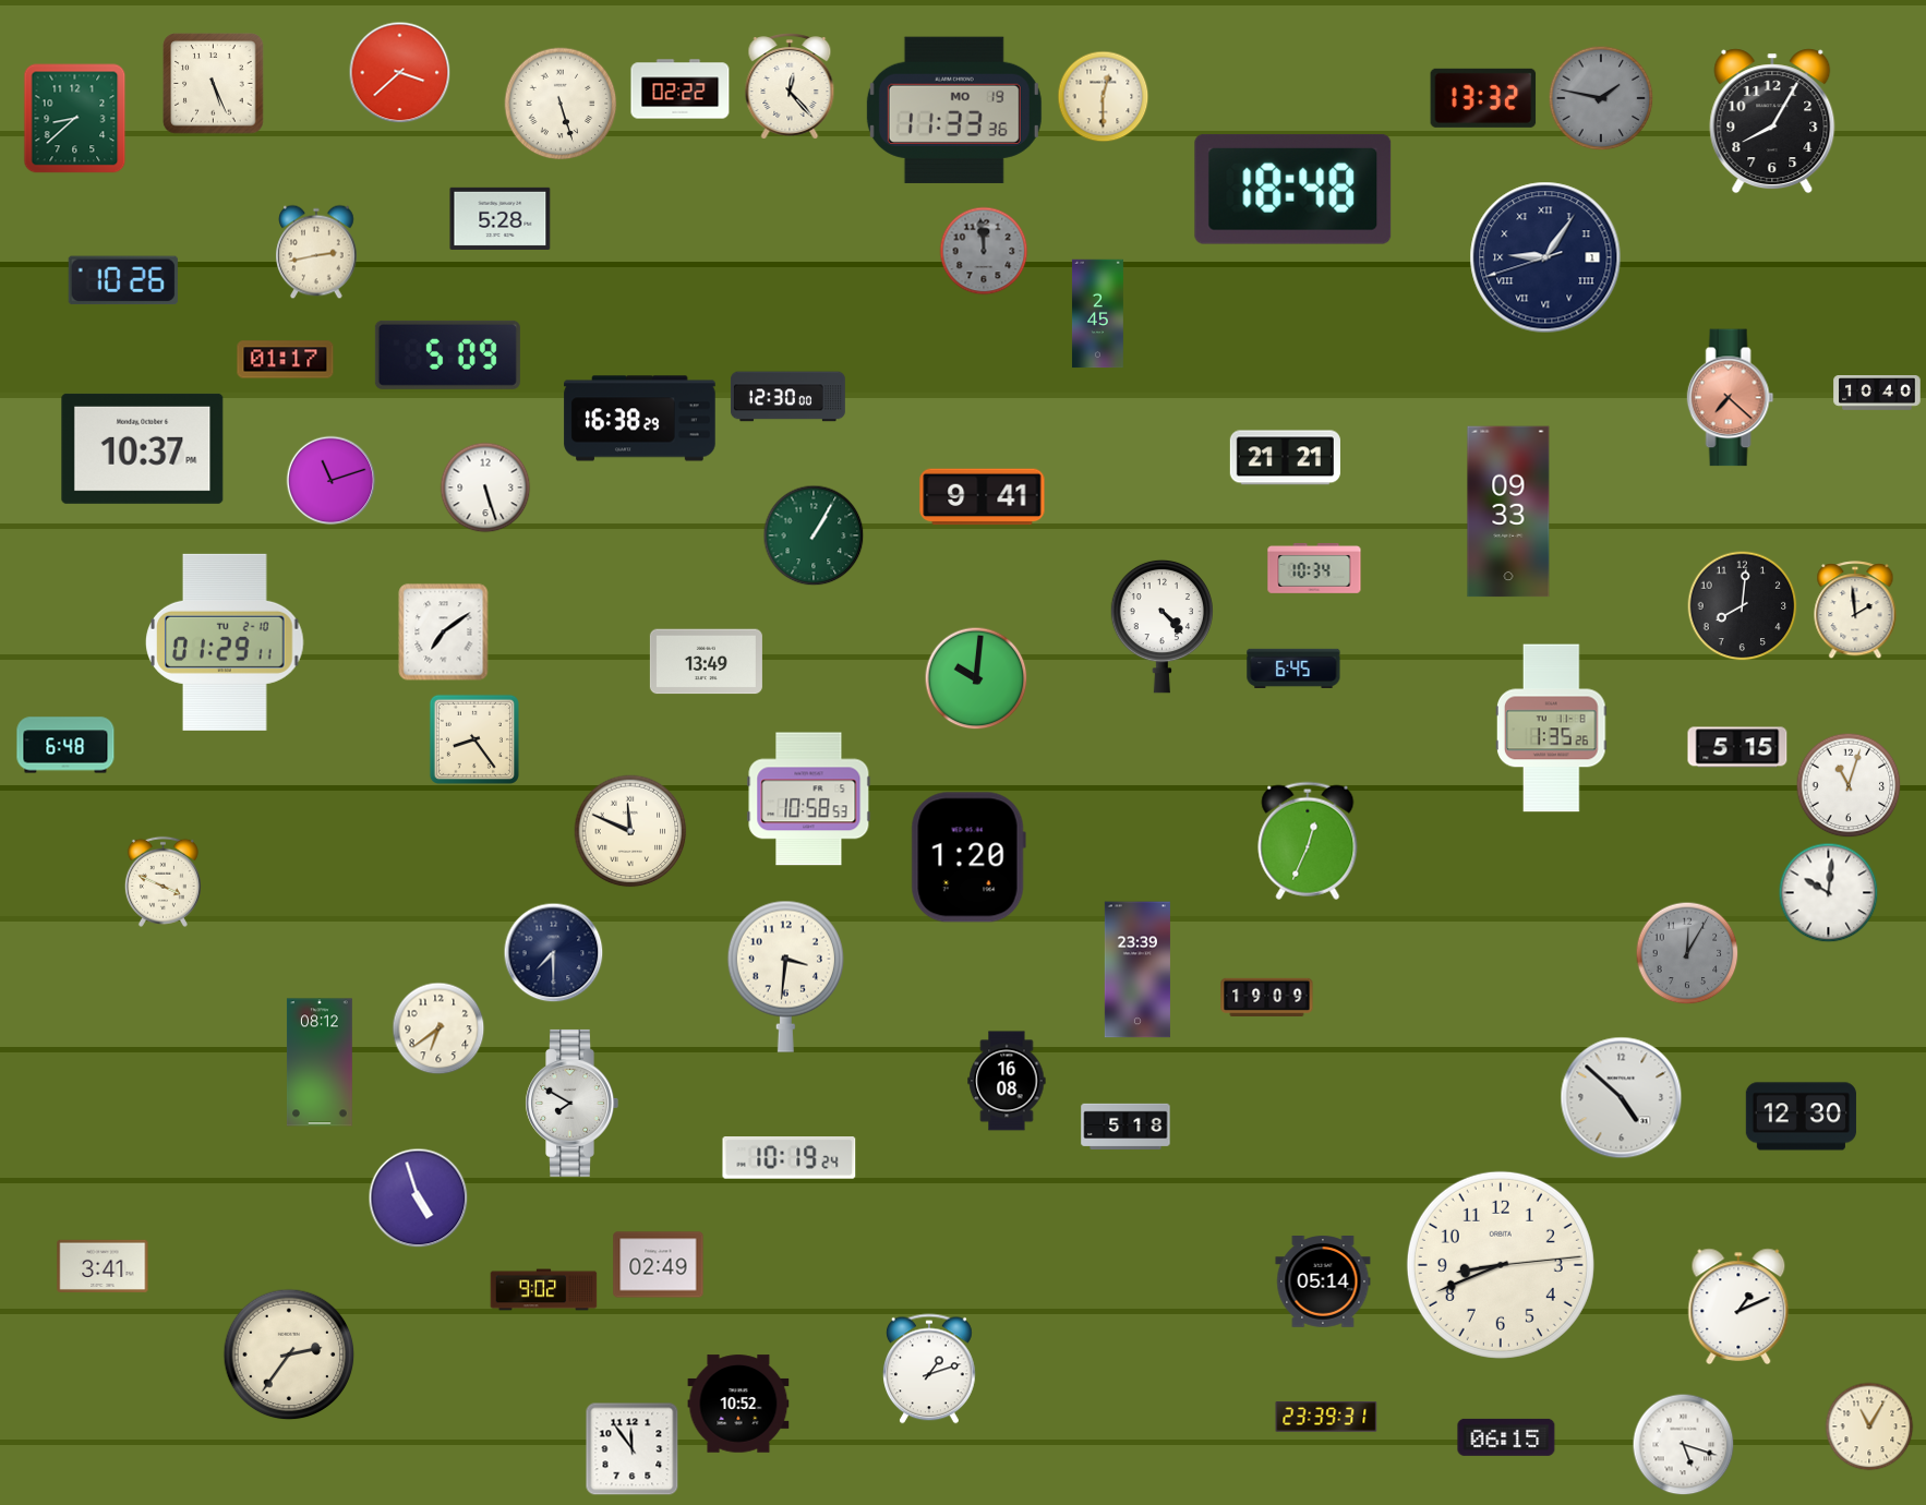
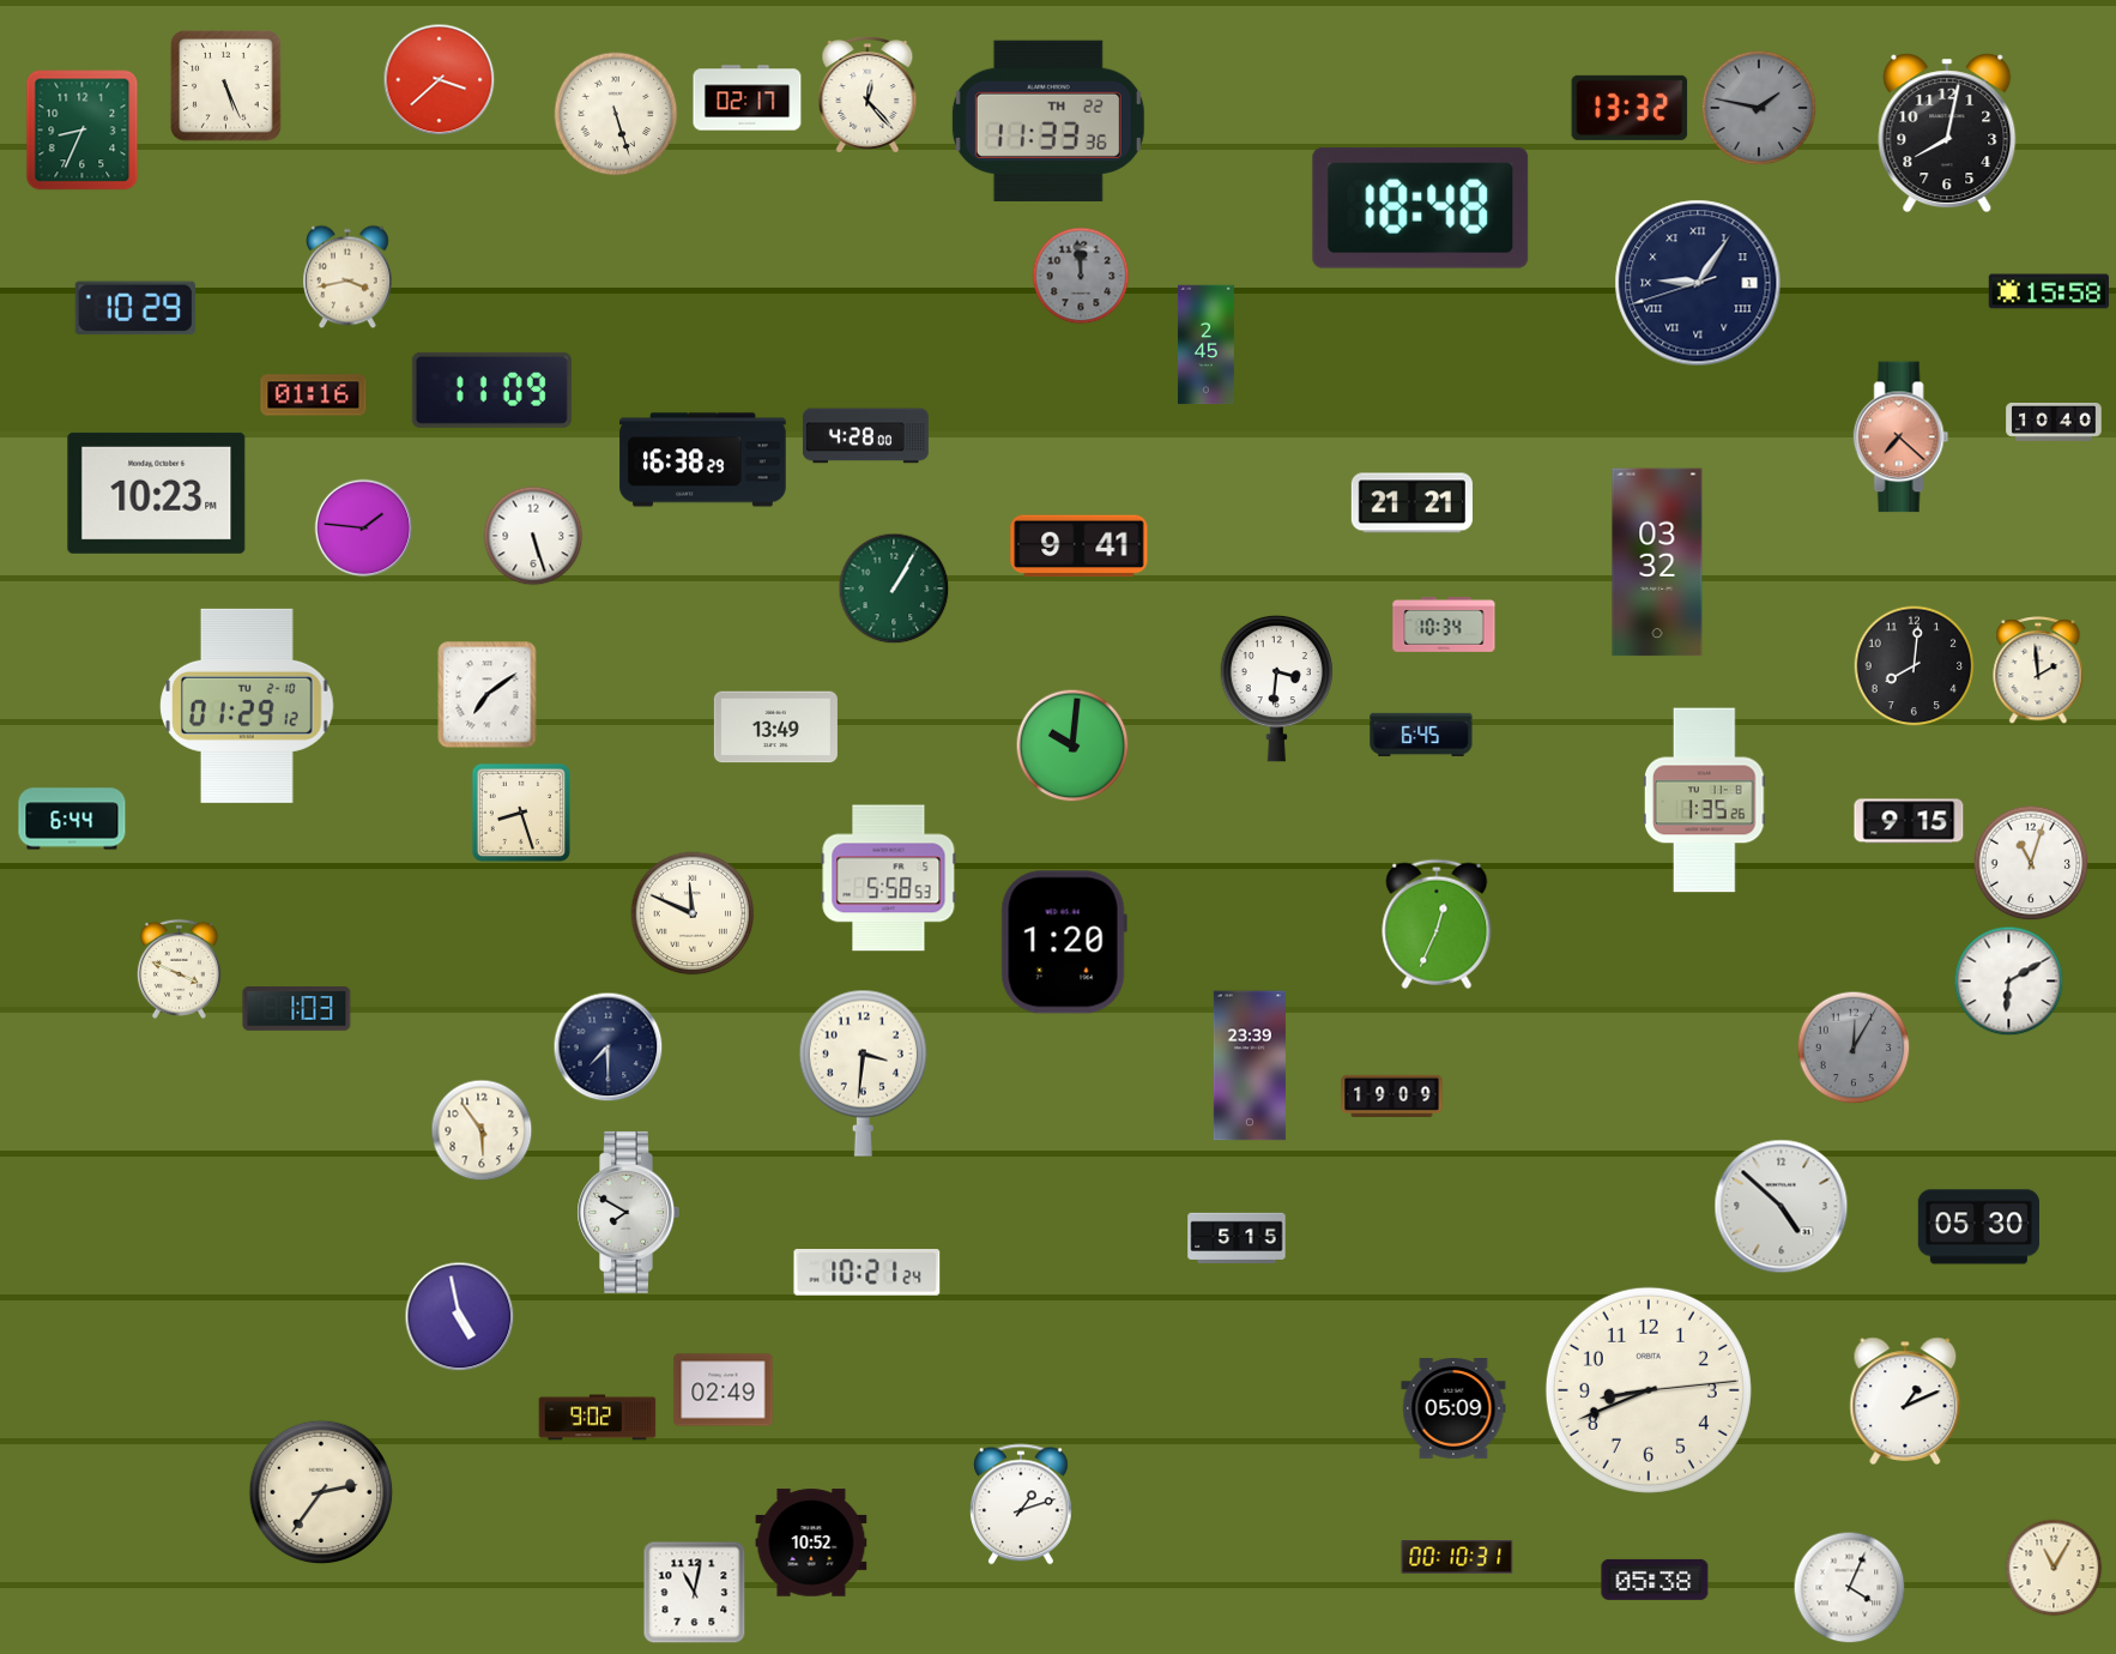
clock at (214, 84) position: (214, 84) -> (226, 86)
clock at (681, 89): 02:22 -> 02:17
clock at (1104, 97): 12:30 -> none
clock at (954, 110) date: MO 19 -> TH 22
clock at (75, 119): 8:38 -> 8:34
clock at (1772, 121): 8:05 -> 8:02
clock at (501, 218): 5:28 -> none
clock at (316, 252): 2:43 -> 3:43
clock at (2048, 291): none -> 15:58
clock at (123, 280): 10:26 -> 10:29
clock at (447, 354): 5:09 -> 11:09
clock at (286, 360): 01:17 -> 01:16
clock at (1877, 394) position: (1877, 394) -> (2054, 423)
clock at (787, 397): 12:30 -> 4:28
clock at (143, 448): 10:37 -> 10:23
clock at (332, 481): 11:12 -> 1:46
clock at (1508, 511): 09:33 -> 03:32
clock at (1161, 626): 4:23 -> 3:31
clock at (226, 642): 01:29:11 -> 01:29:12
clock at (474, 739): 8:24 -> 8:27
clock at (65, 745): 6:48 -> 6:44
clock at (1737, 747): 5:15 -> 9:15
clock at (809, 799): 10:58 -> 5:58
clock at (1829, 893): 10:01 -> 6:10
clock at (297, 1009): none -> 1:03
clock at (438, 1028): 6:39 -> 5:54
clock at (320, 1062): 08:12 -> none
clock at (1007, 1081): 16:08 -> none
clock at (1801, 1117): 12:30 -> 05:30
clock at (1125, 1125): 5:18 -> 5:15
clock at (790, 1158): 10:19 -> 10:21
clock at (419, 1199): 4:57 -> 4:58
clock at (103, 1265): 3:41 -> none
clock at (1323, 1283): 05:14 -> 05:09
clock at (1738, 1305) position: (1738, 1305) -> (1905, 1400)
clock at (289, 1354) position: (289, 1354) -> (321, 1492)
clock at (1326, 1417): 23:39 -> 00:10
clock at (1506, 1437): 06:15 -> 05:38
clock at (1684, 1445): 5:18 -> 4:04
clock at (633, 1449): 11:54 -> 11:02
